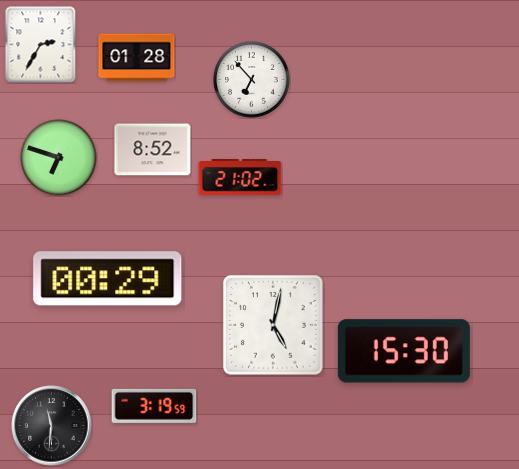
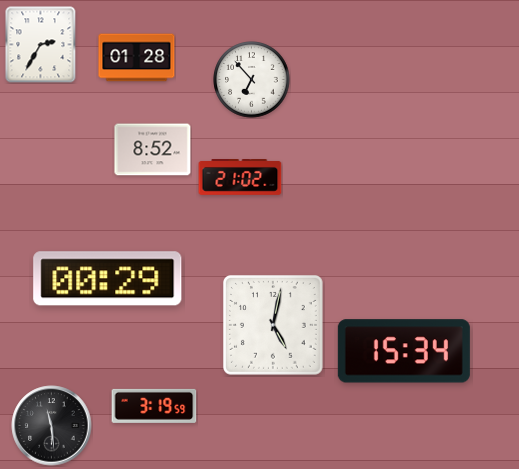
clock at (59, 158): 6:48 -> none
clock at (404, 351): 15:30 -> 15:34
clock at (52, 426): 11:31 -> 11:29
